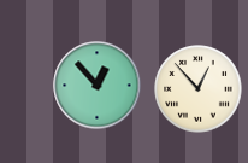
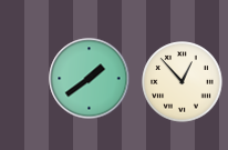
clock at (98, 86): 12:53 -> 1:39
